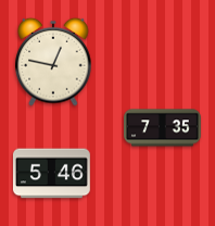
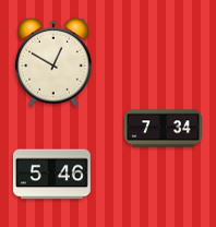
clock at (53, 62): 12:47 -> 12:50
clock at (163, 128): 7:35 -> 7:34
